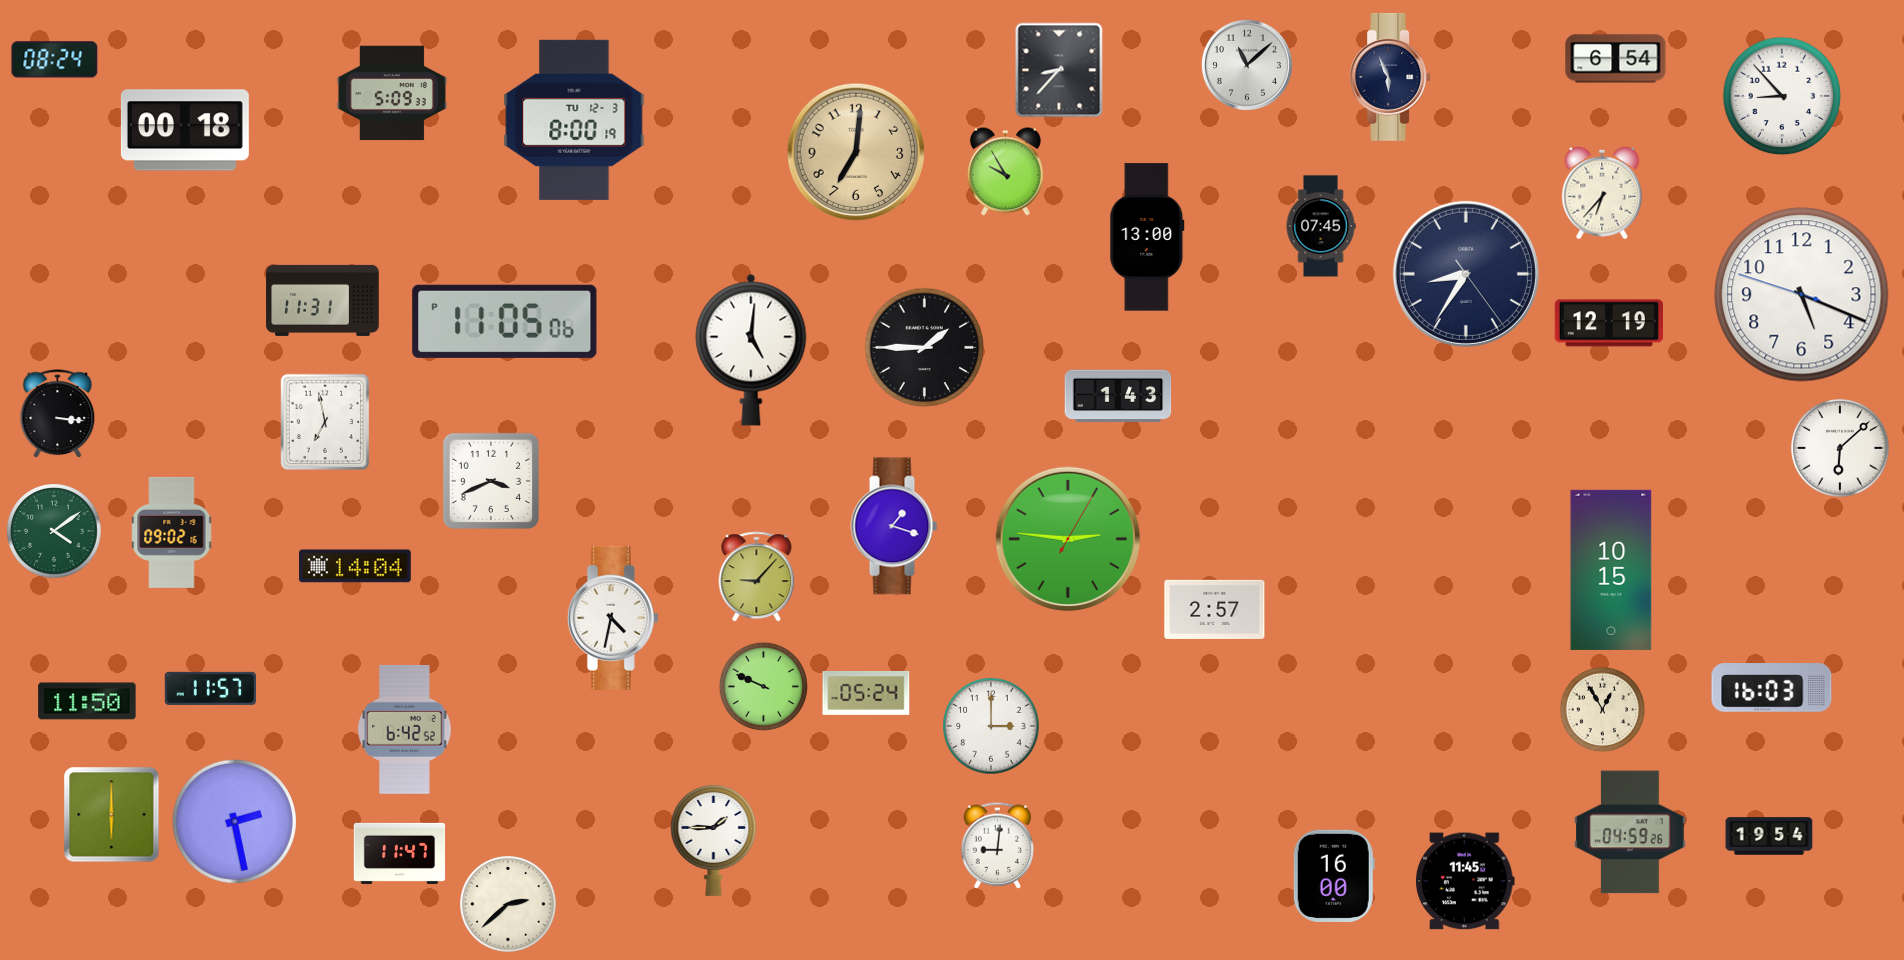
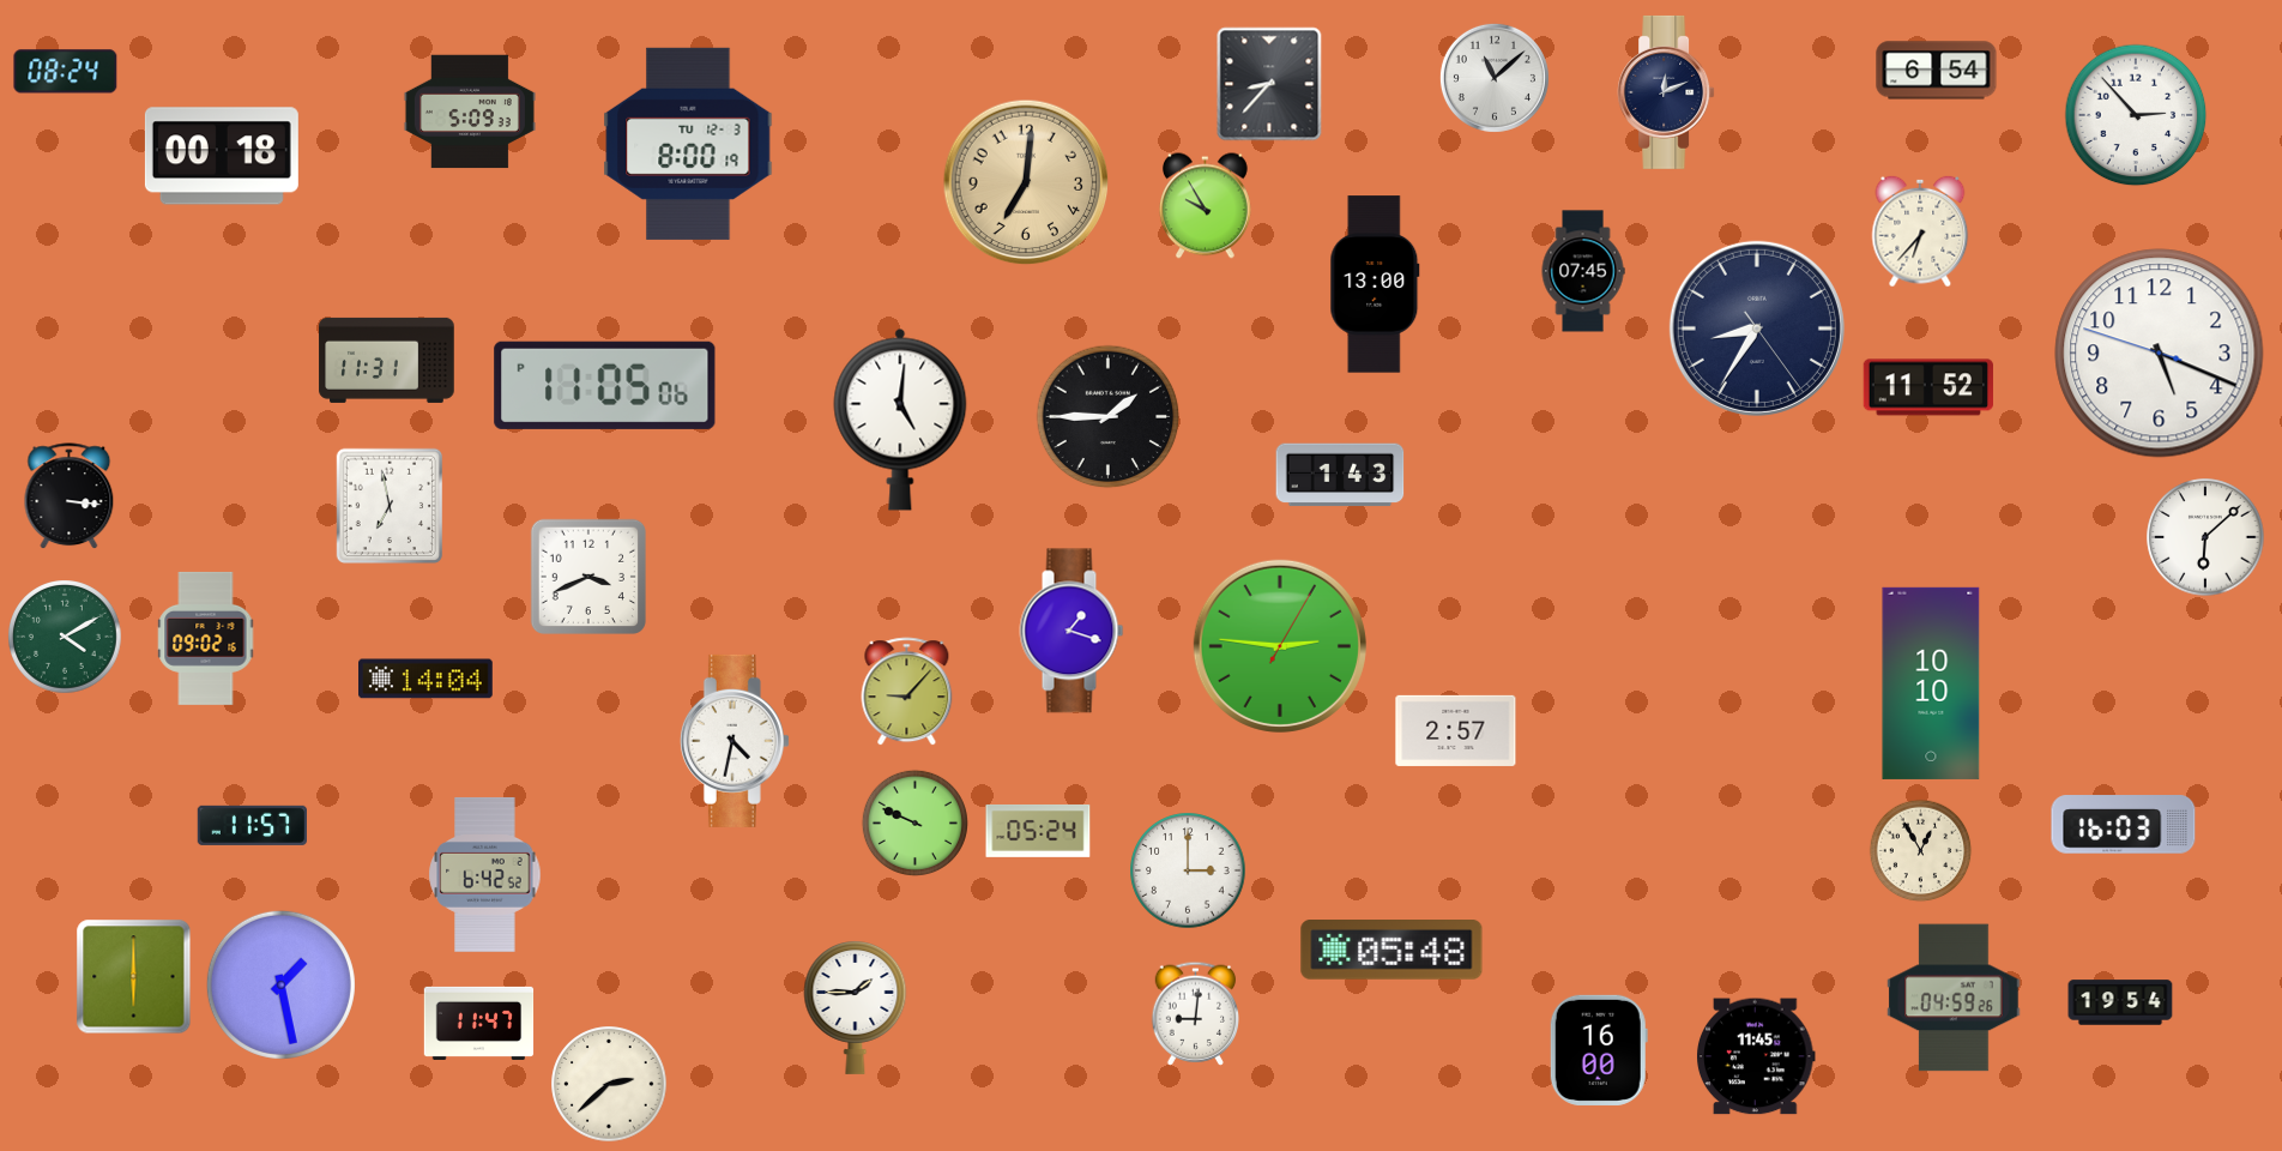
clock at (1390, 77): 5:56 -> 12:11
clock at (1782, 96): 8:53 -> 2:53
clock at (1608, 323): 12:19 -> 11:52
clock at (54, 531): 4:09 -> 4:10
clock at (1611, 570): 10:15 -> 10:10
clock at (87, 701): 11:50 -> none
clock at (1391, 951): none -> 05:48
clock at (234, 821): 2:28 -> 1:28
